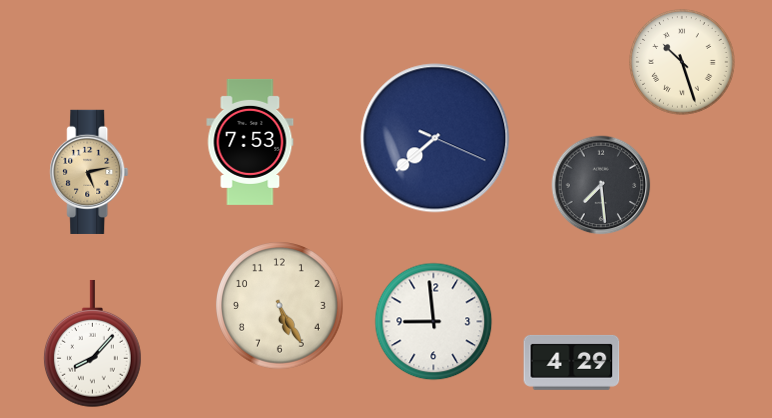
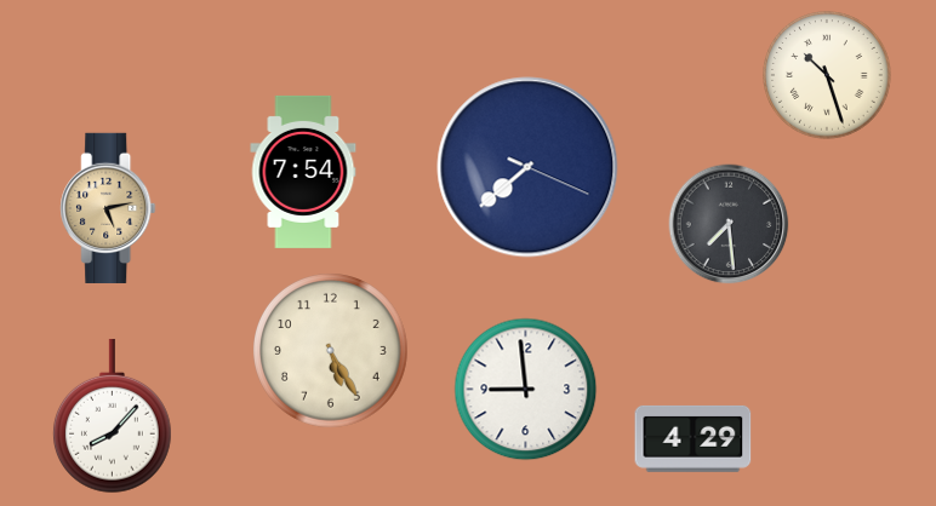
clock at (250, 142): 7:53 -> 7:54
clock at (280, 306) position: (280, 306) -> (331, 351)
